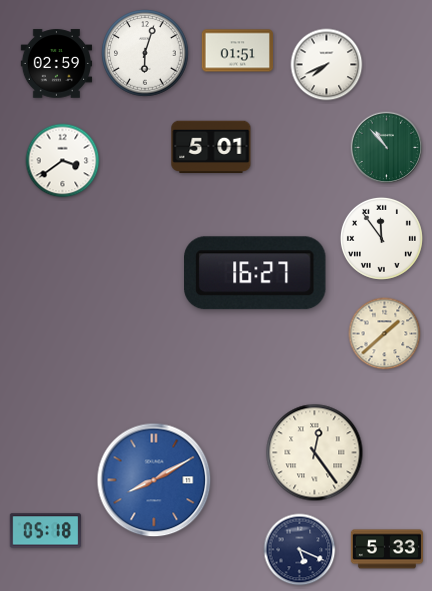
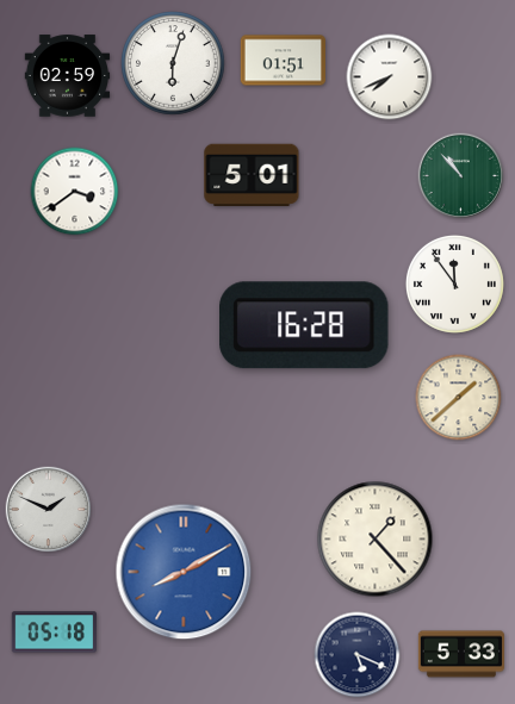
clock at (255, 273): 16:27 -> 16:28
clock at (49, 510): none -> 1:49
clock at (315, 453): 12:24 -> 1:23
